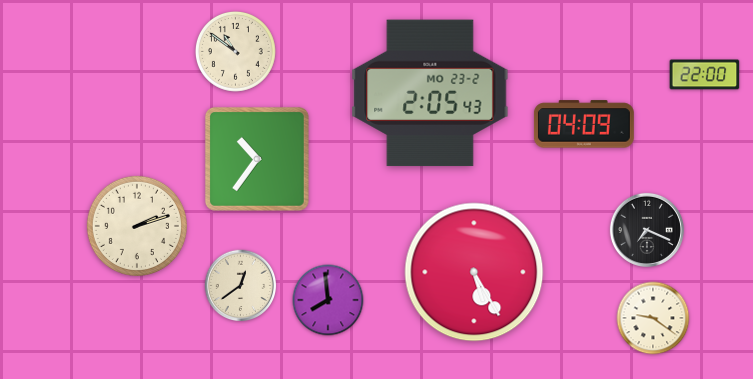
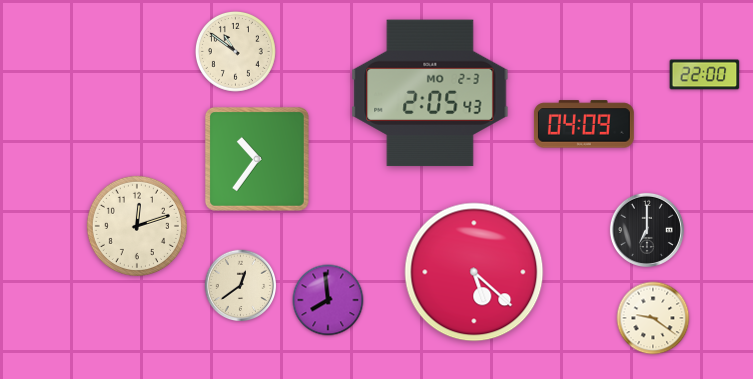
clock at (430, 93) date: MO 23-2 -> MO 2-3
clock at (137, 226): 2:12 -> 12:12
clock at (647, 230): 7:19 -> 7:00
clock at (474, 272): 5:25 -> 5:22
